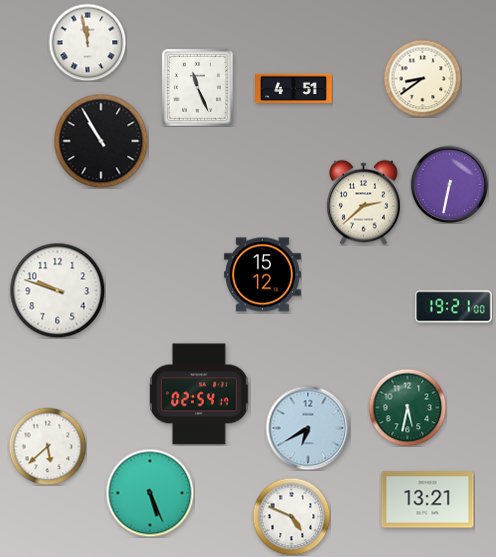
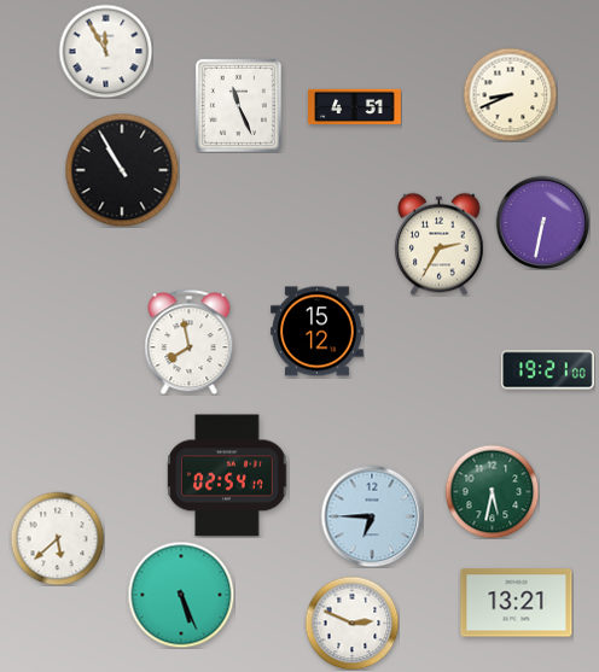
clock at (87, 42): 11:58 -> 11:55
clock at (422, 78): 8:39 -> 8:41
clock at (364, 202): 2:38 -> 2:35
clock at (190, 341): none -> 7:58
clock at (57, 290): 9:48 -> none
clock at (199, 394) position: (199, 394) -> (227, 475)
clock at (308, 428): 6:40 -> 6:45
clock at (291, 516): 4:49 -> 2:49
